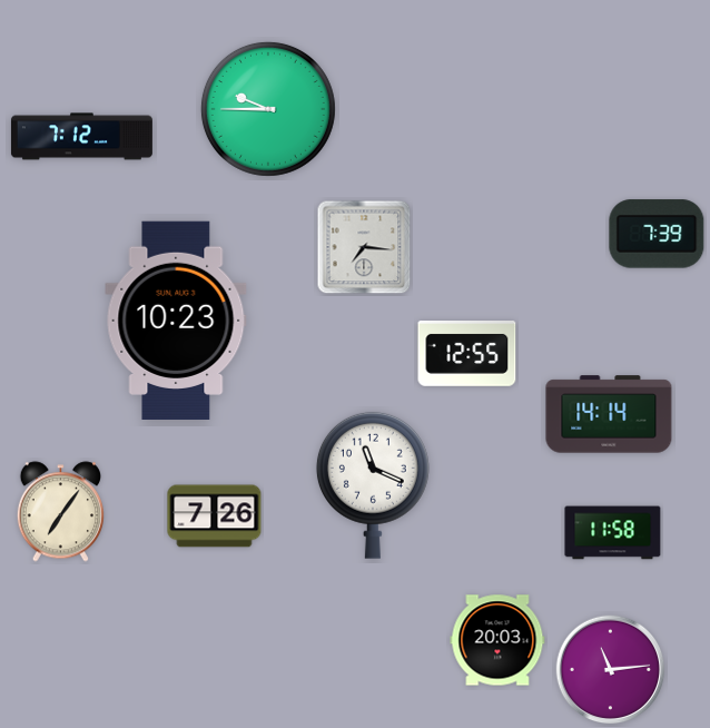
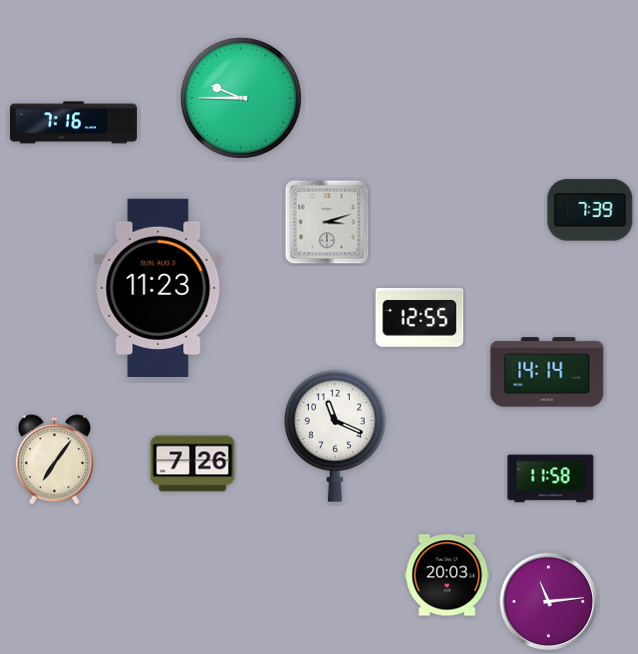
clock at (81, 137): 7:12 -> 7:16
clock at (364, 247): 7:16 -> 3:12
clock at (176, 319): 10:23 -> 11:23
